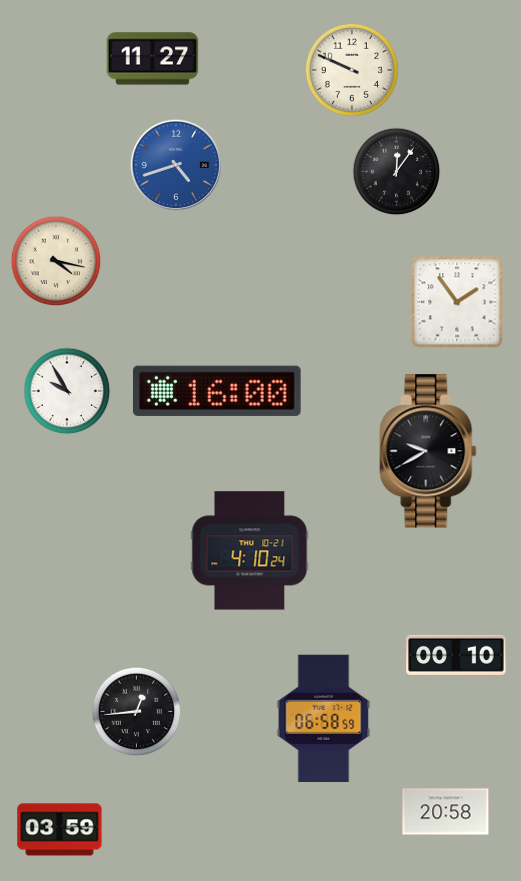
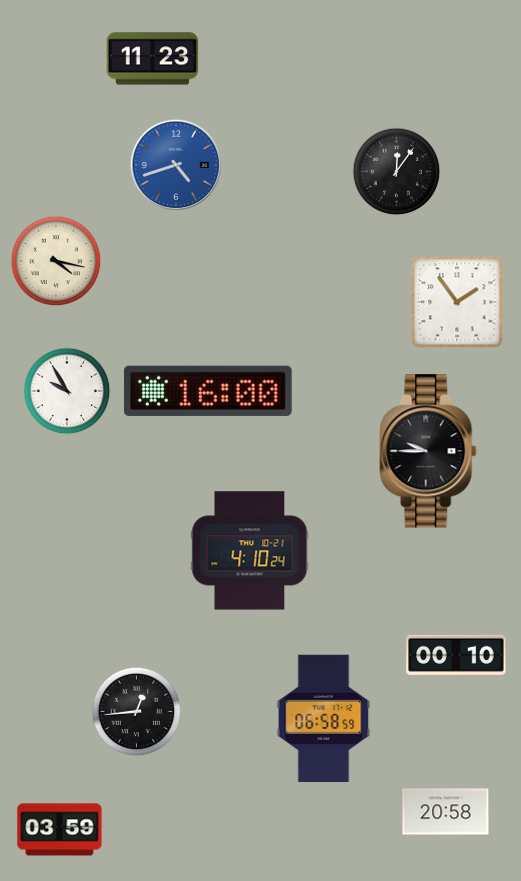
clock at (153, 59): 11:27 -> 11:23
clock at (352, 70): 9:49 -> none
clock at (217, 391) position: (217, 391) -> (208, 391)
clock at (428, 451): 9:40 -> 9:45
